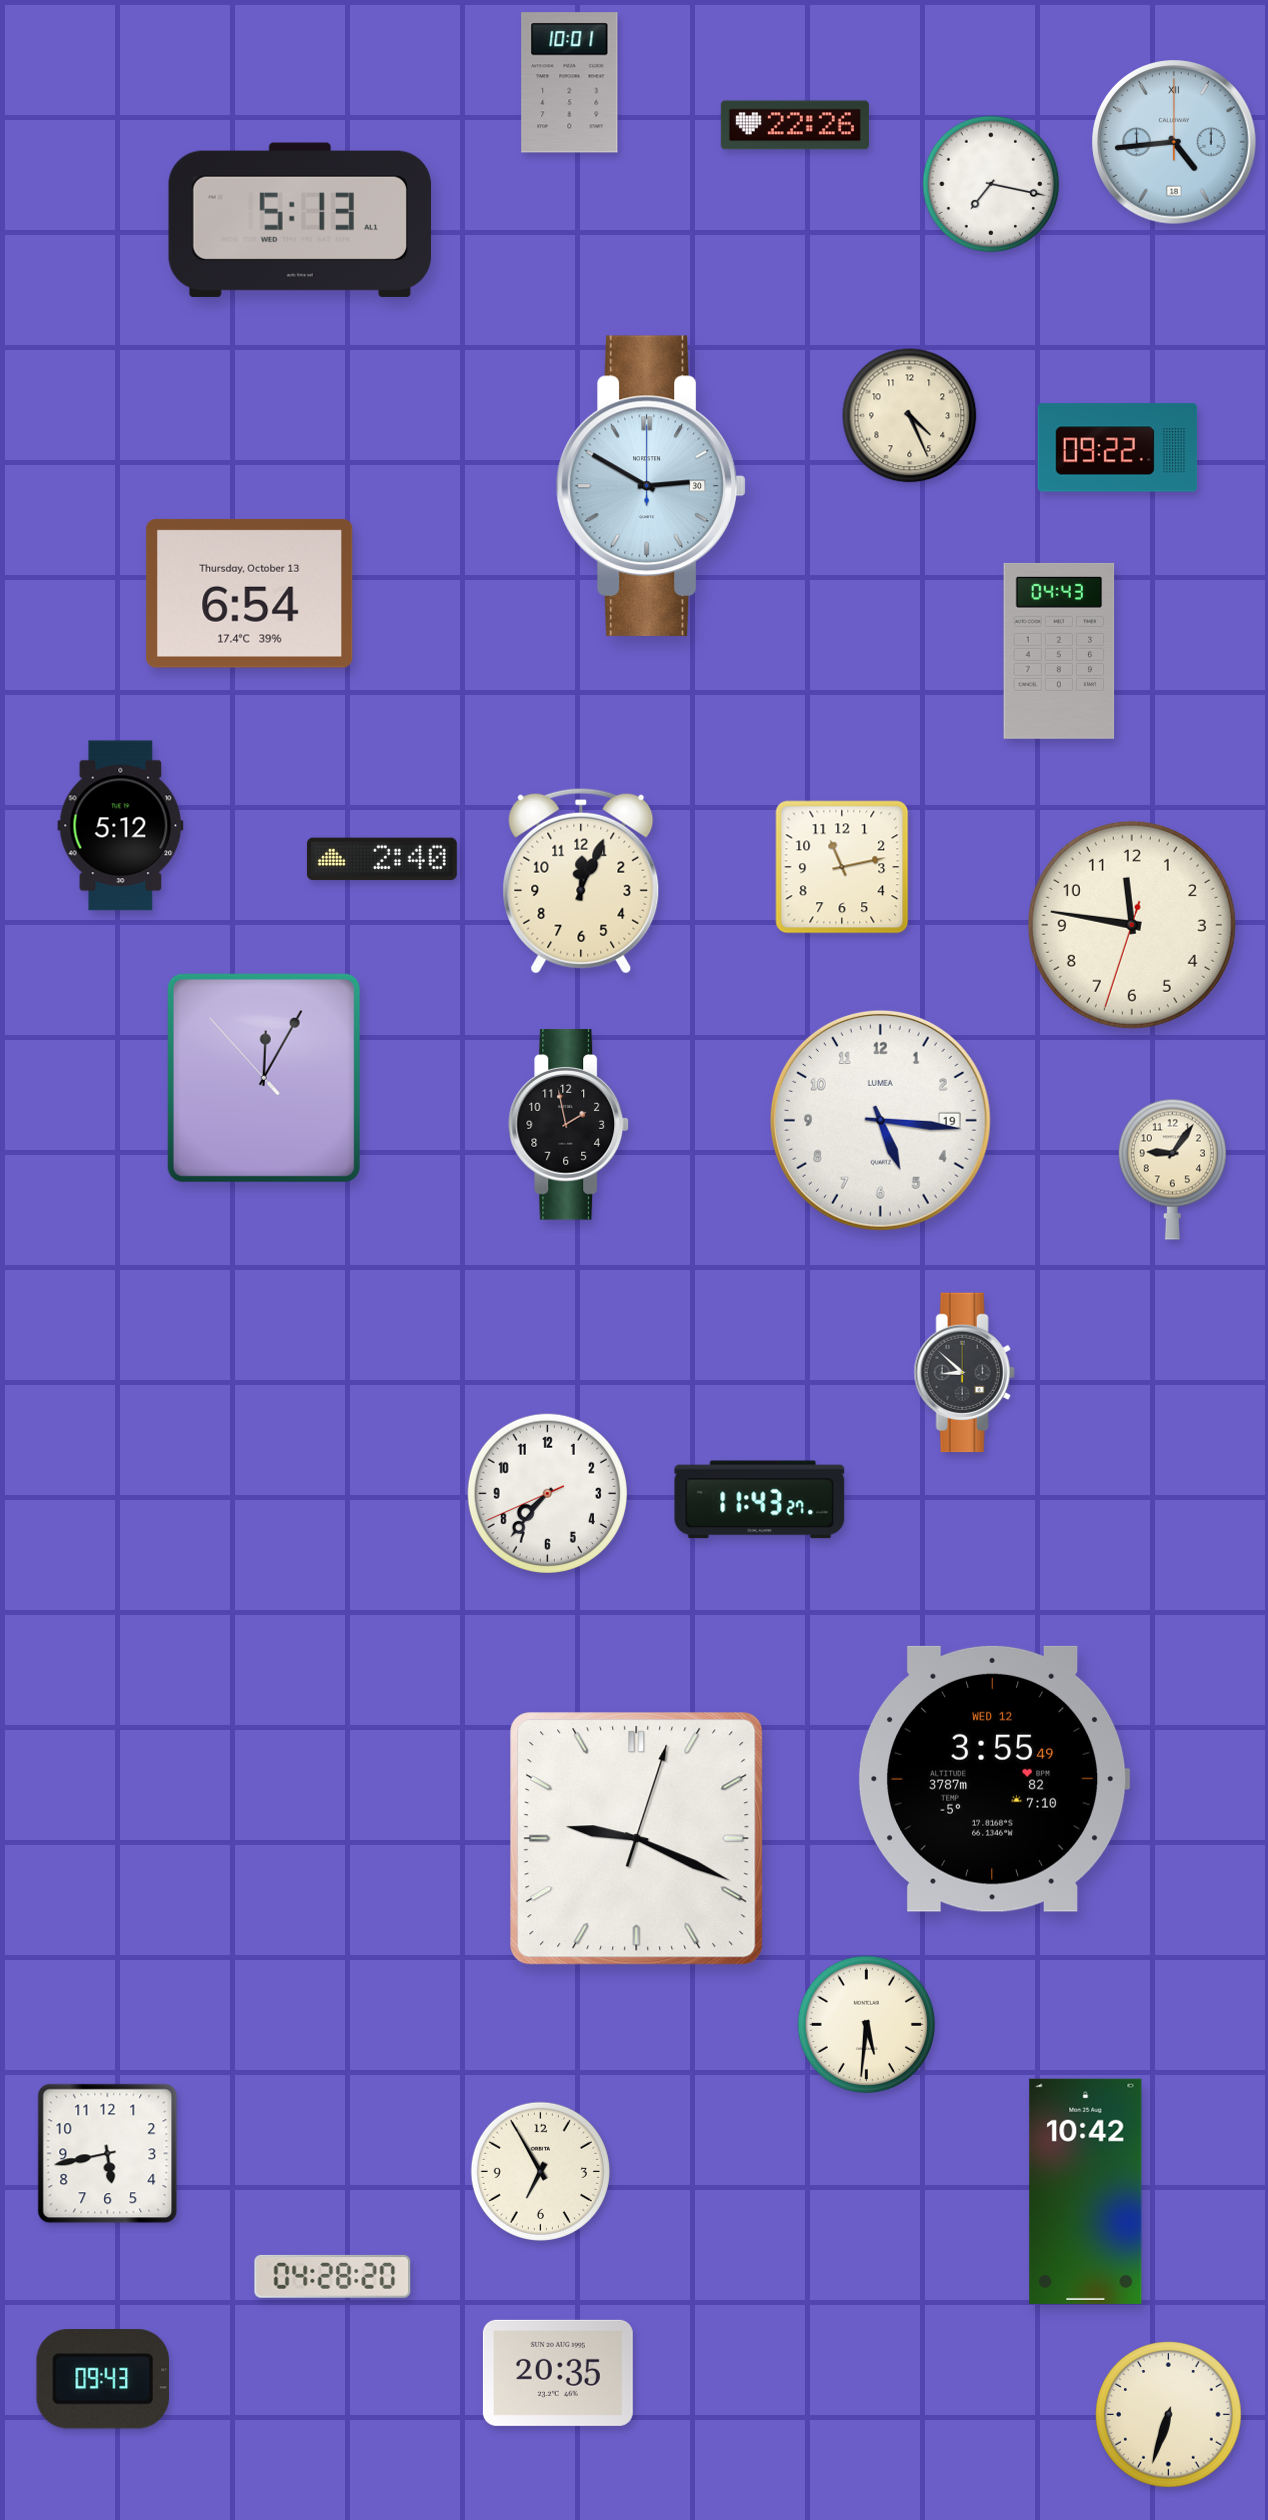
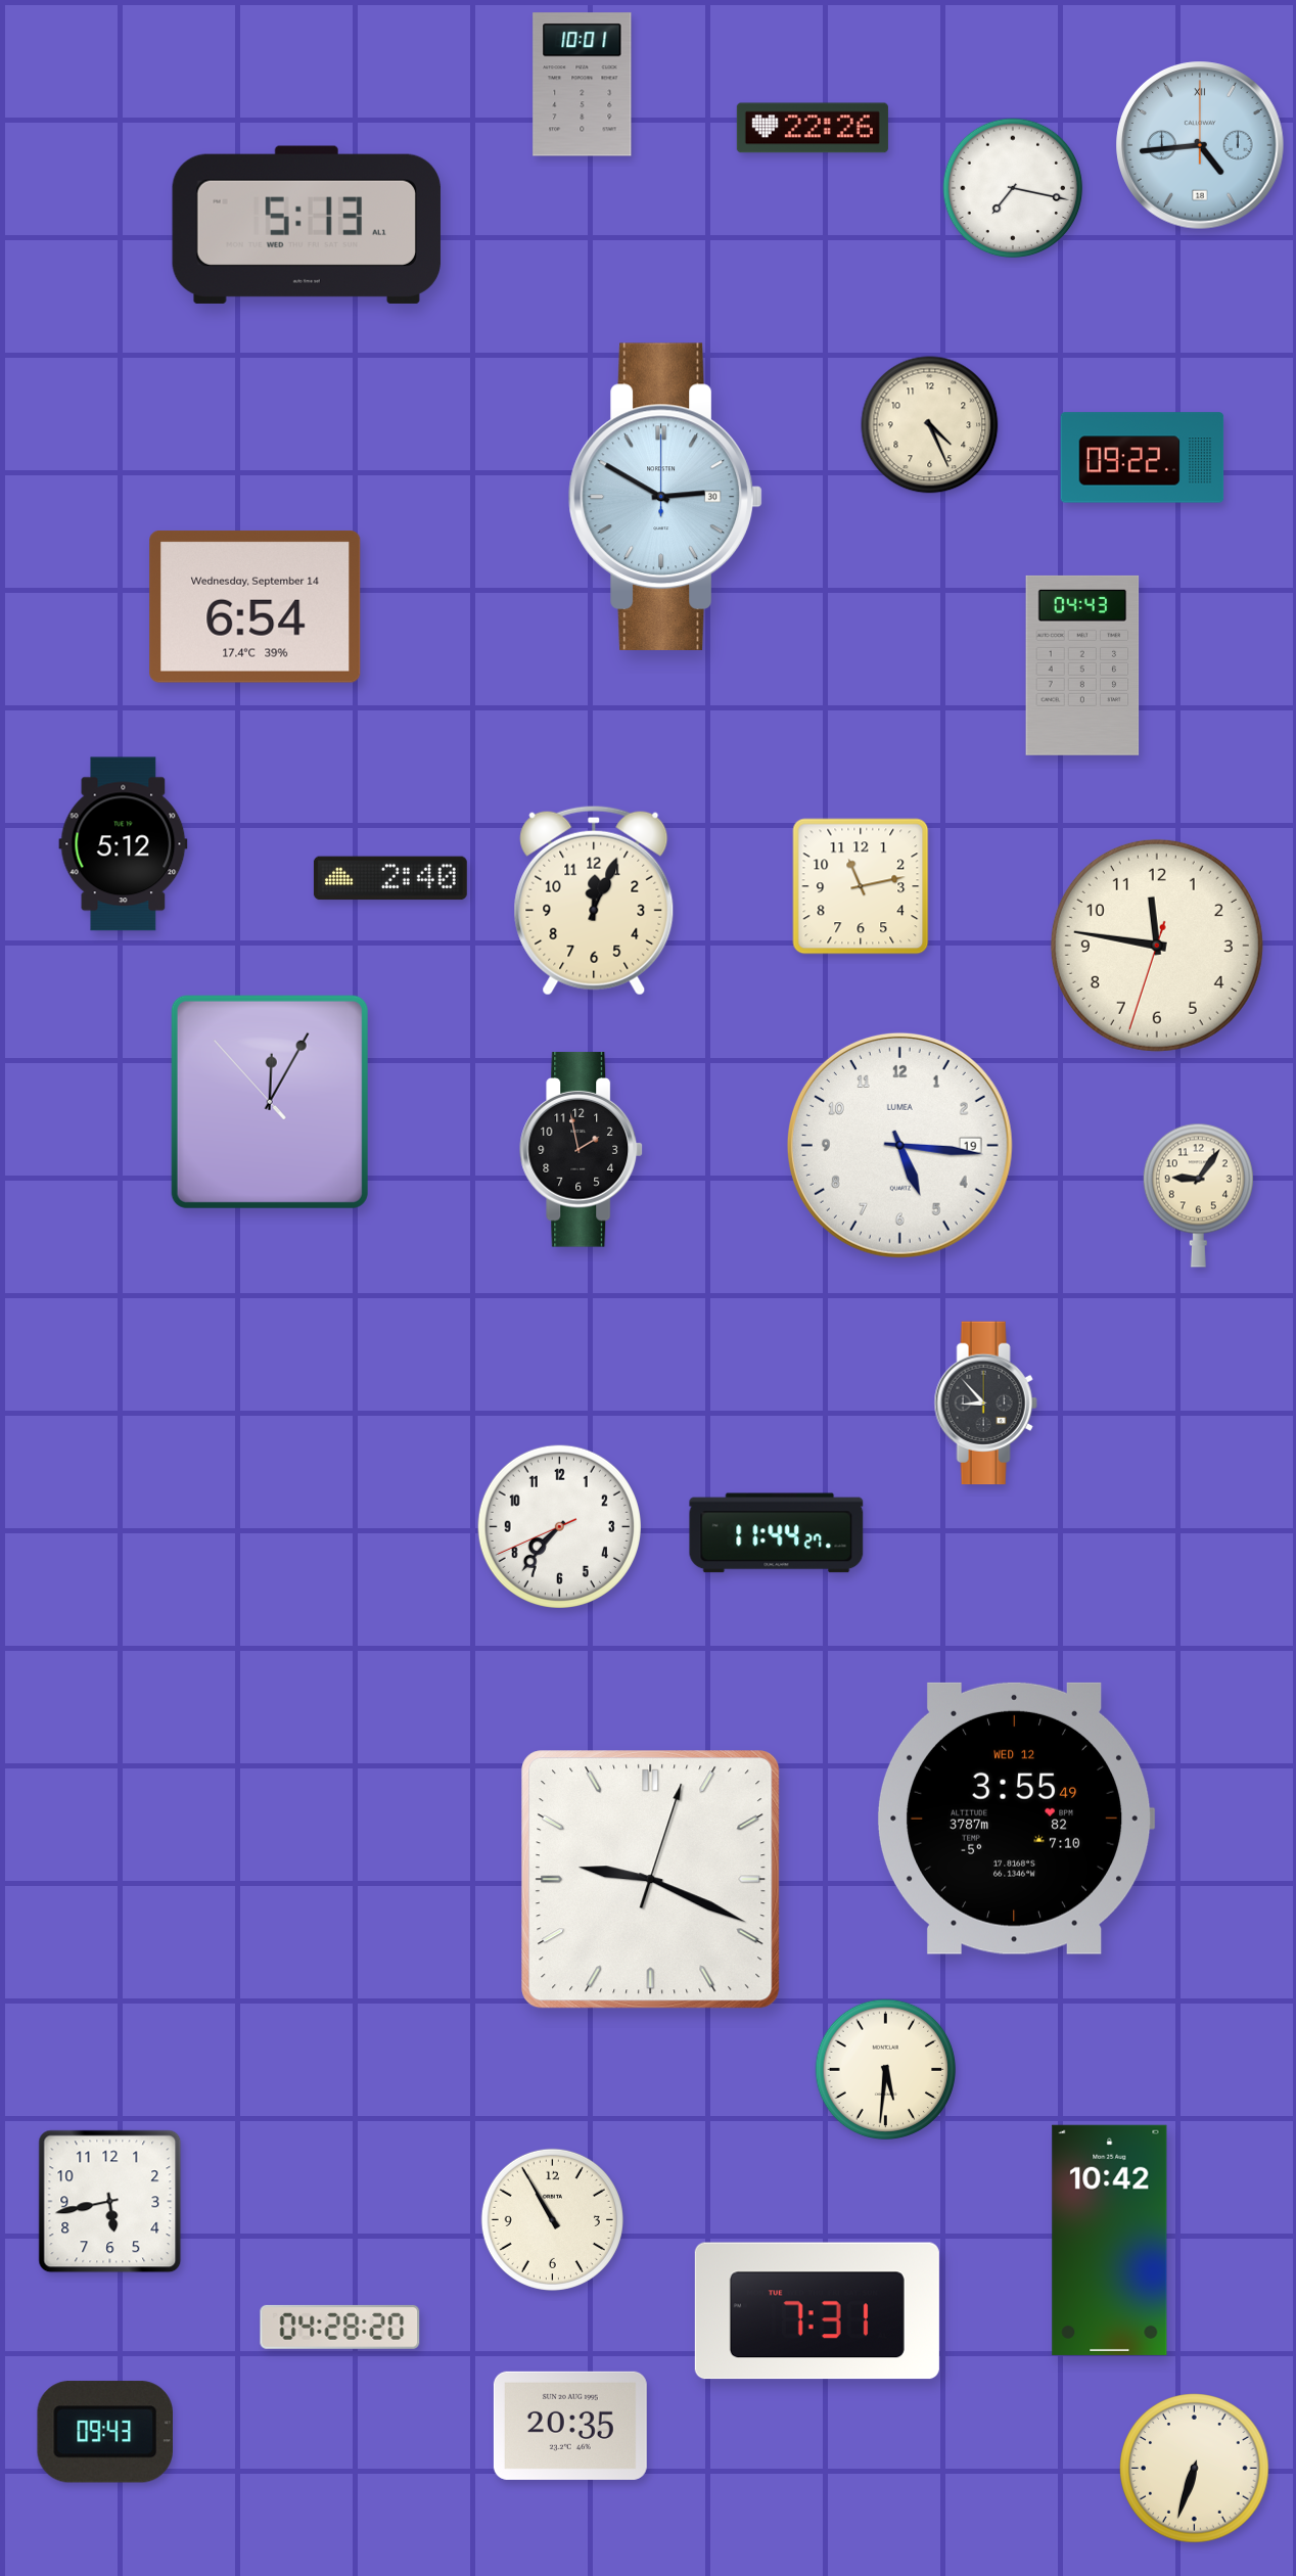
clock at (250, 593) date: Thursday, October 13 -> Wednesday, September 14
clock at (964, 1373): 8:52 -> 8:53
clock at (760, 1500): 11:43 -> 11:44
clock at (540, 2171): 6:55 -> 10:55
clock at (817, 2311): none -> 7:31
